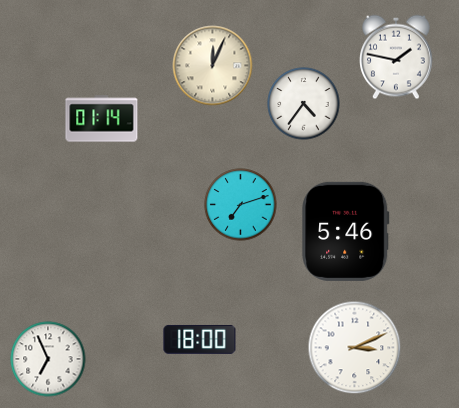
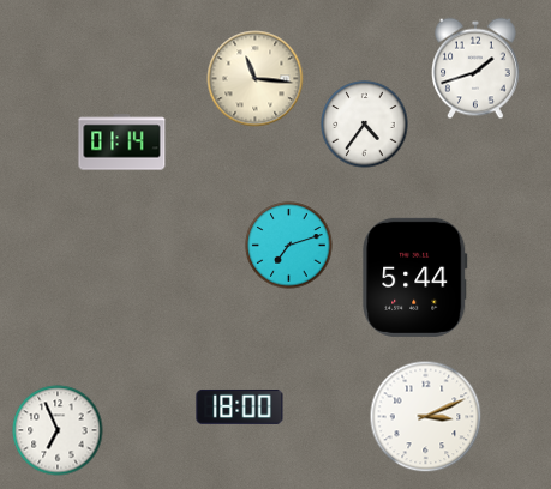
clock at (397, 57): 1:47 -> 1:42
clock at (213, 66): 12:04 -> 11:16
clock at (346, 231): 5:46 -> 5:44
